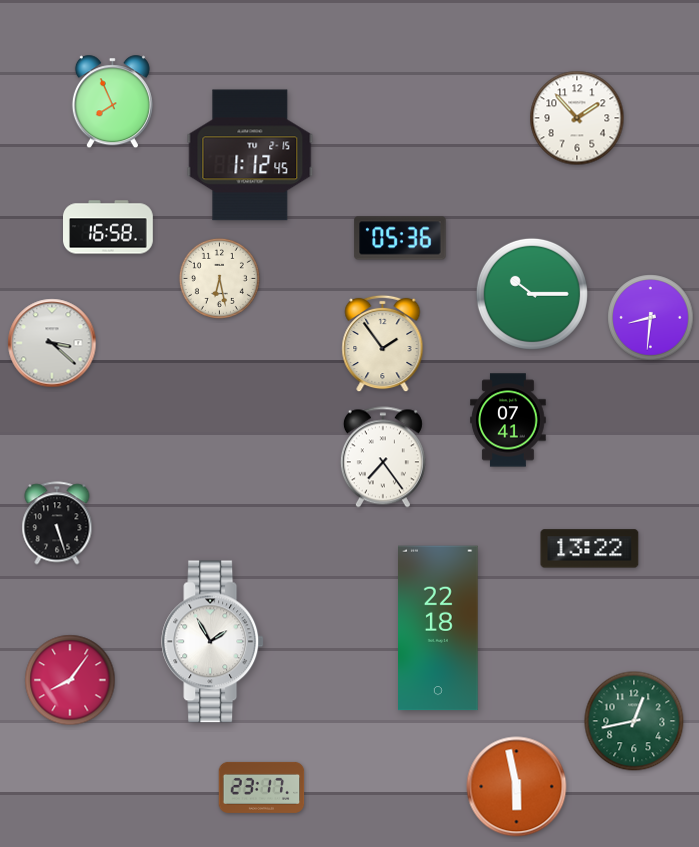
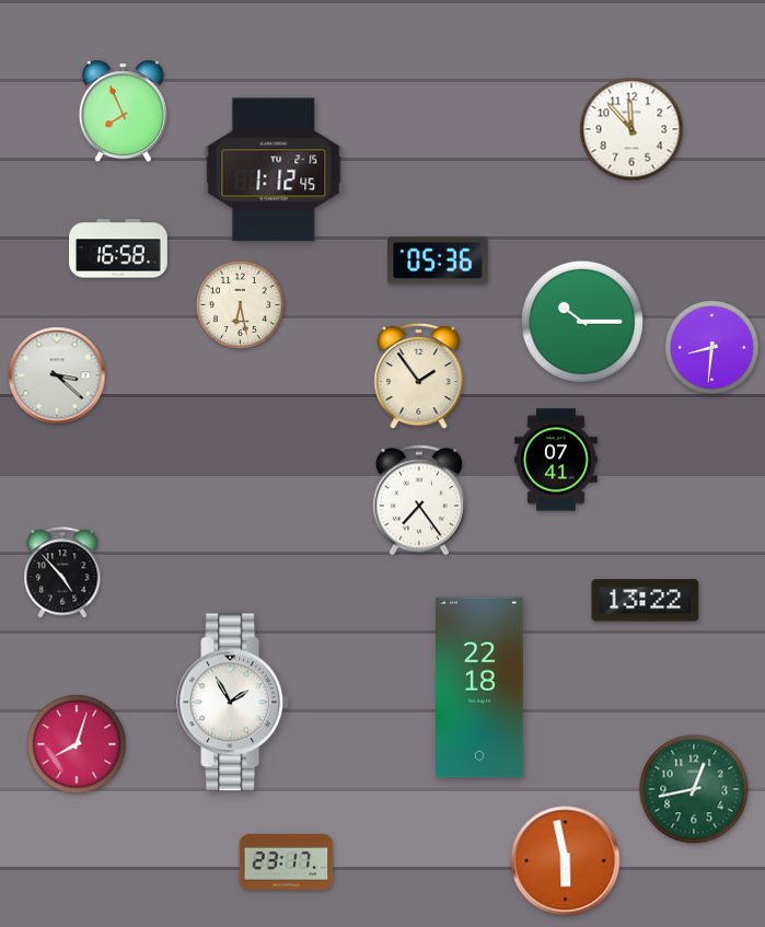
clock at (577, 118): 1:53 -> 11:53
clock at (57, 523): 5:27 -> 4:53
clock at (70, 680): 8:06 -> 8:03
